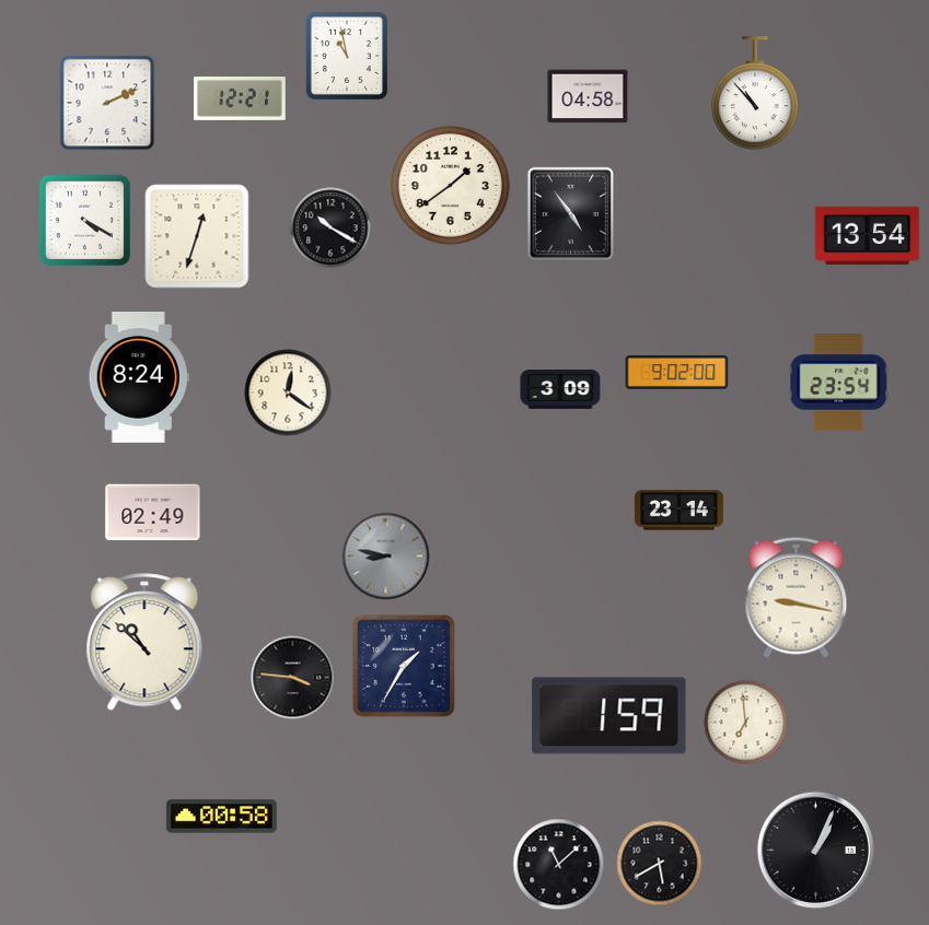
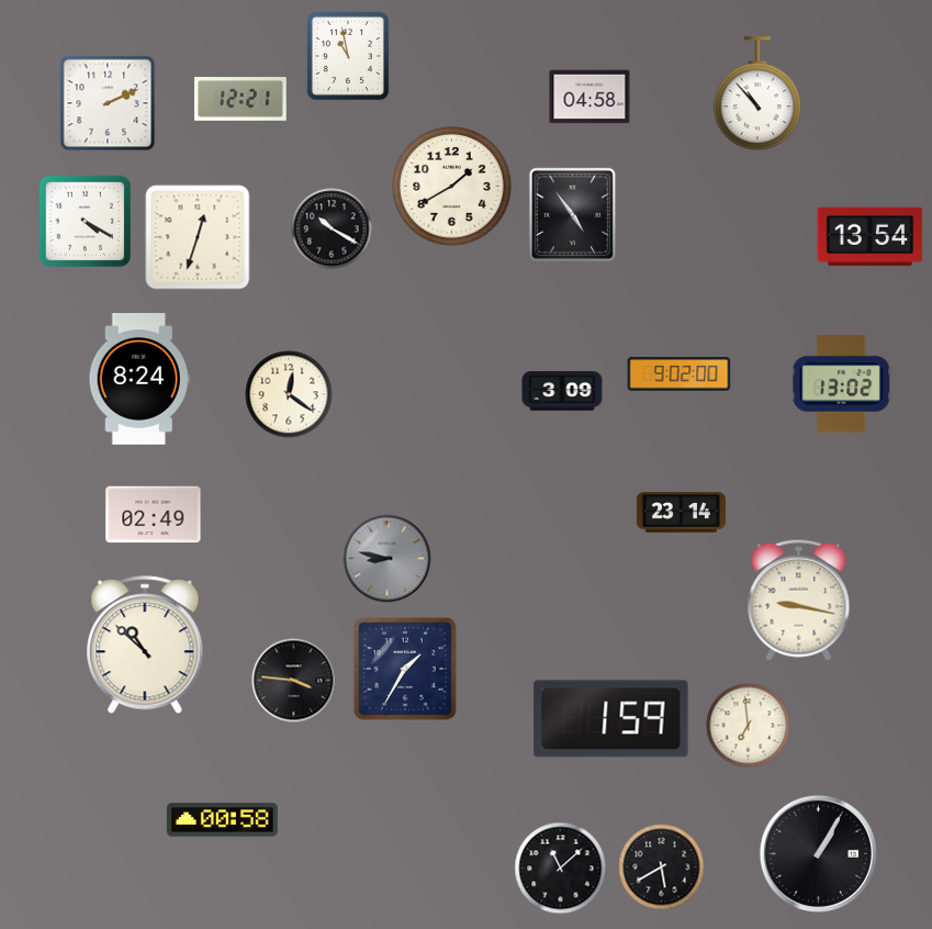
clock at (451, 186): 1:39 -> 1:40
clock at (839, 382): 23:54 -> 13:02
clock at (815, 850): 1:04 -> 1:05
